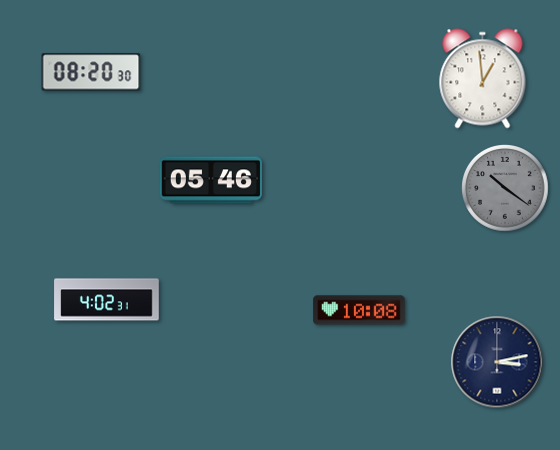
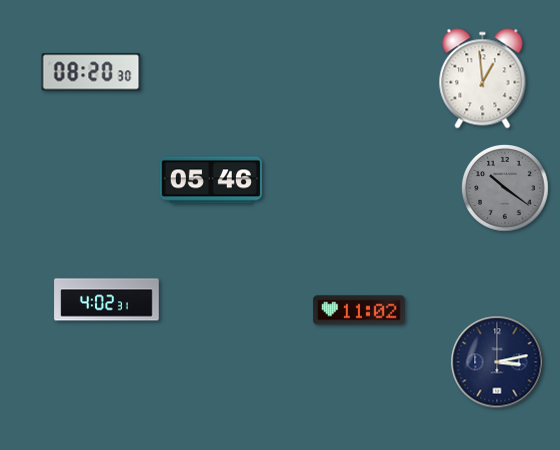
clock at (359, 310): 10:08 -> 11:02
